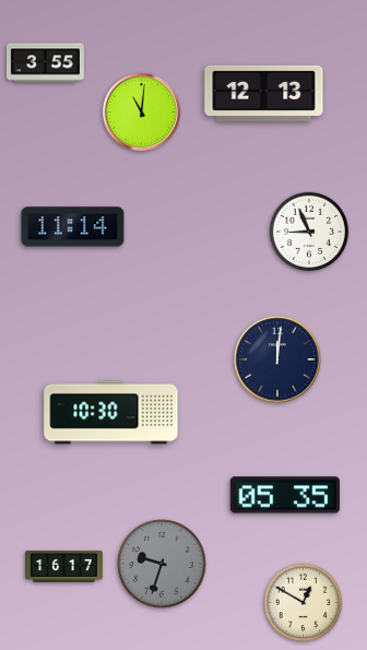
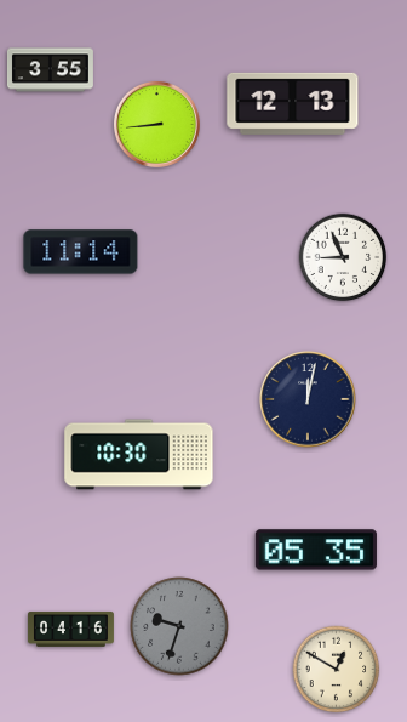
clock at (141, 111): 11:01 -> 8:44
clock at (277, 359): 12:01 -> 12:02
clock at (111, 413) position: (111, 413) -> (139, 455)
clock at (63, 566): 16:17 -> 04:16
